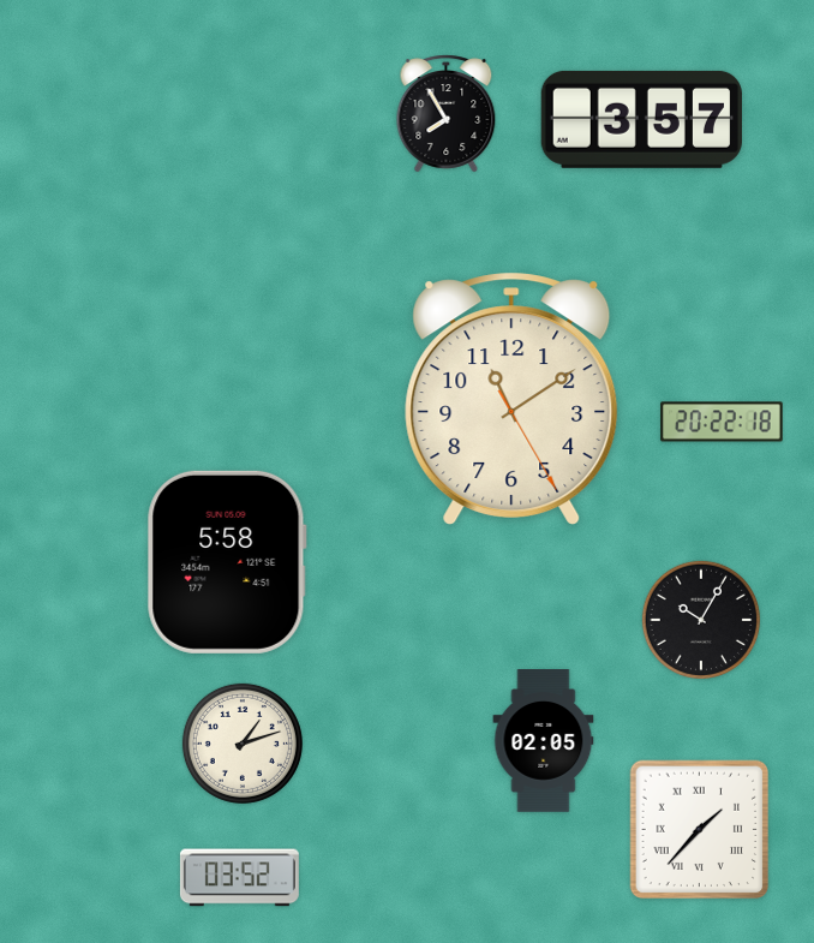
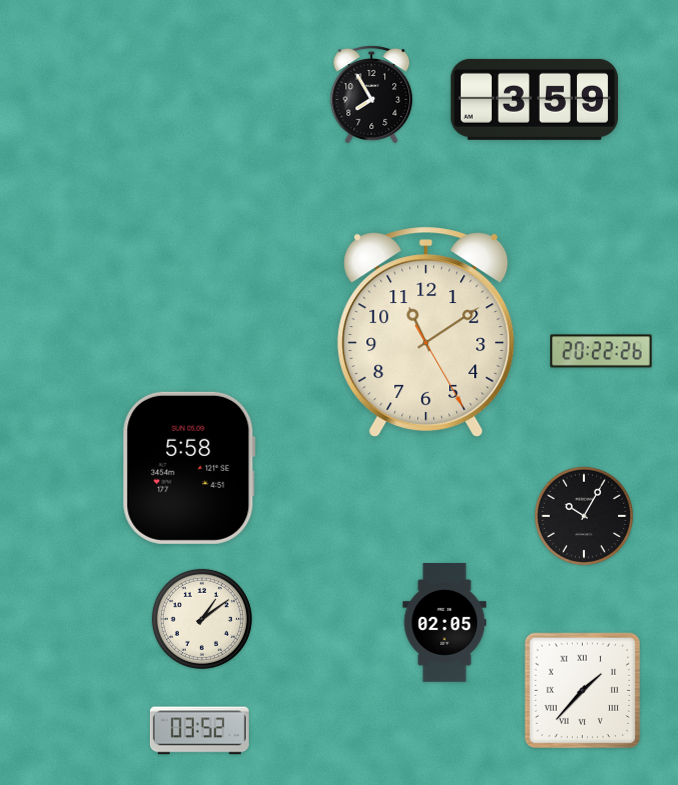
clock at (641, 119): 3:57 -> 3:59
clock at (722, 422): 20:22:18 -> 20:22:26
clock at (544, 741) position: (544, 741) -> (445, 623)
clock at (243, 744): 1:12 -> 1:09
